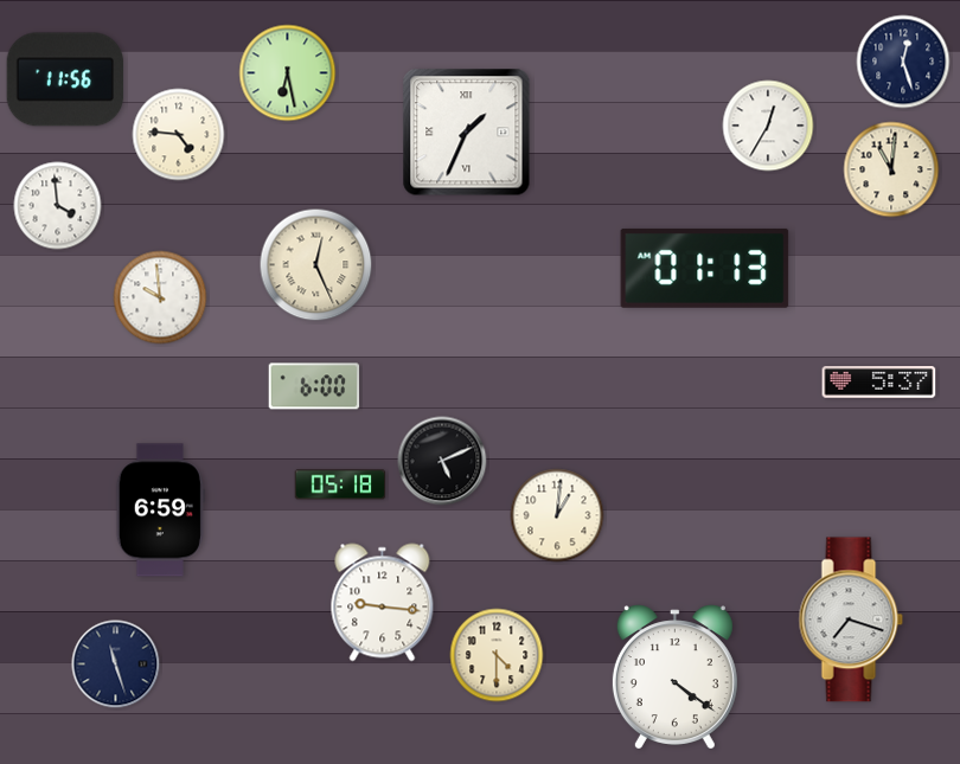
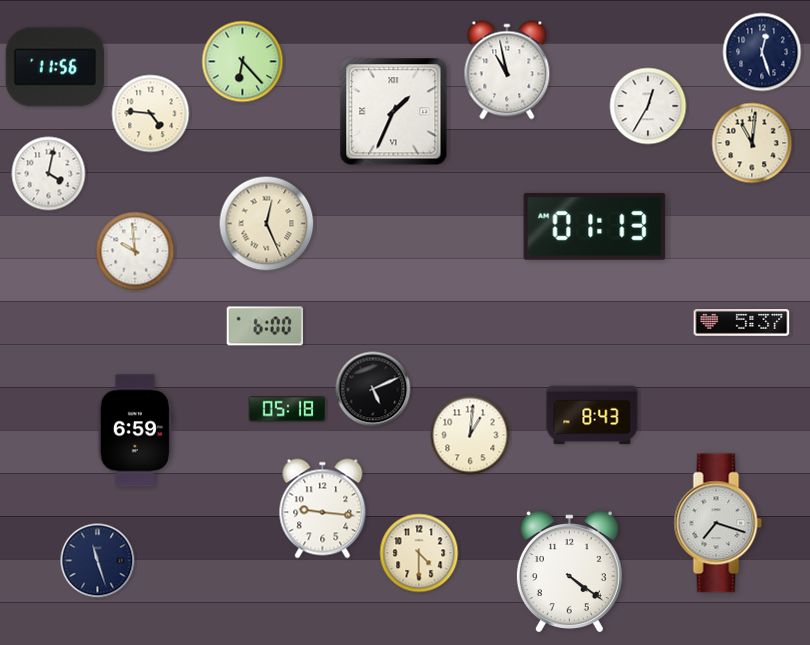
clock at (288, 73): 6:28 -> 6:23
clock at (507, 70): none -> 10:58
clock at (58, 206): 3:59 -> 4:02
clock at (592, 415): none -> 8:43
